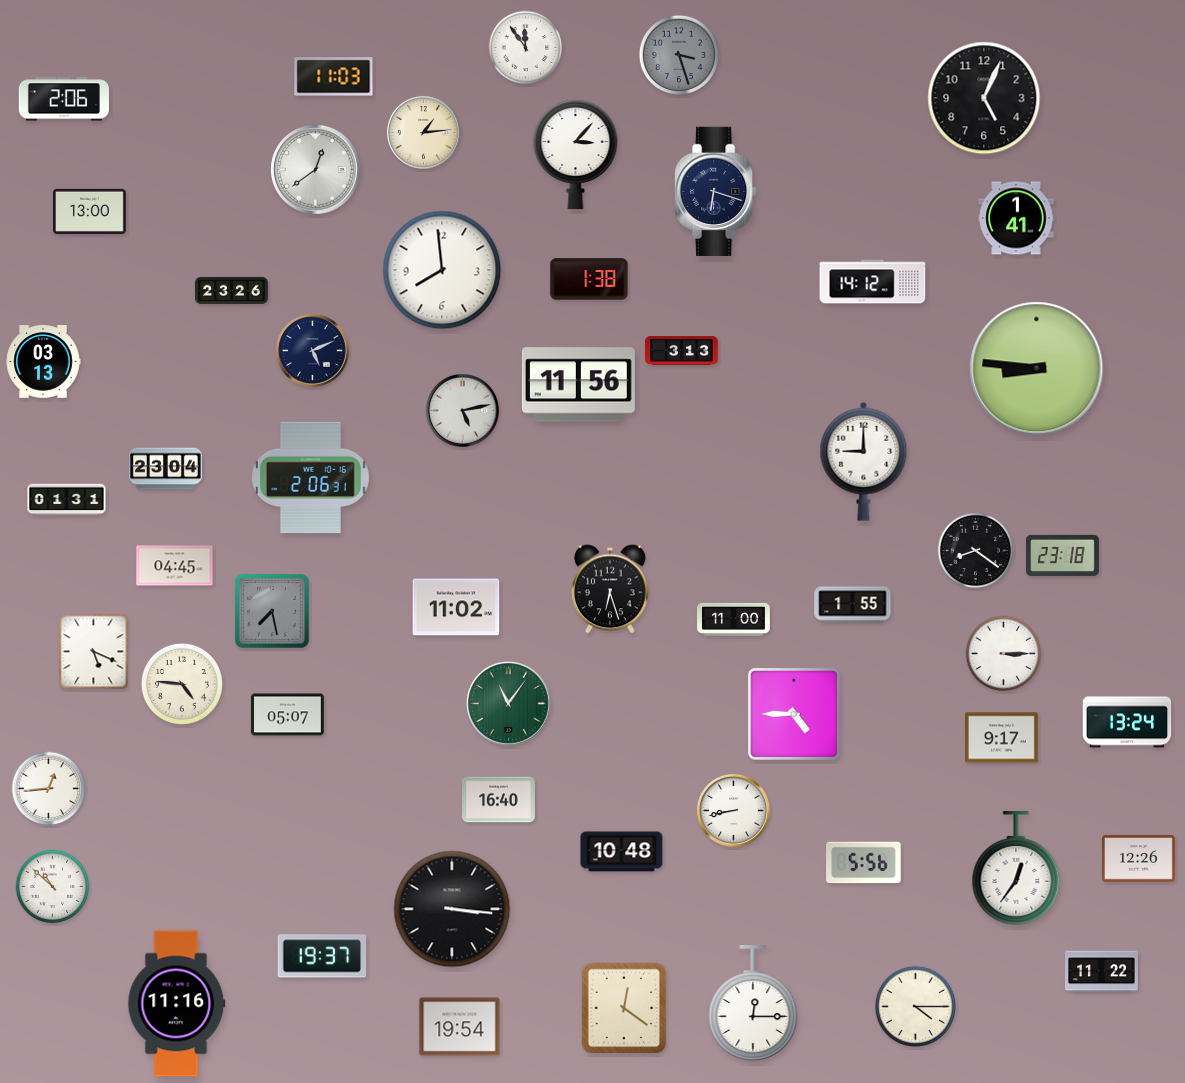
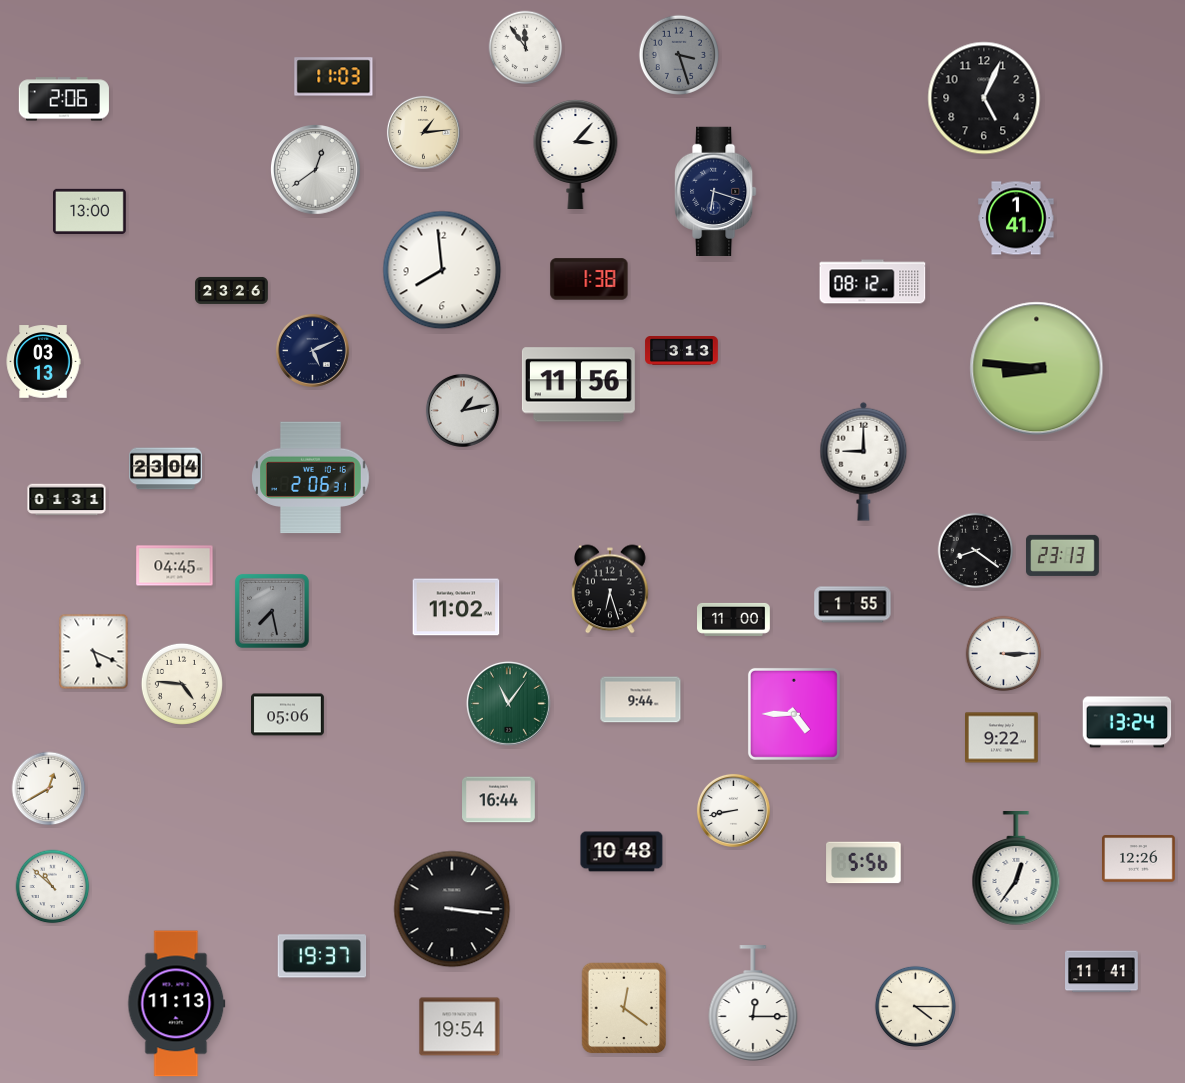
clock at (873, 282): 14:12 -> 08:12
clock at (462, 410): 5:13 -> 1:13
clock at (1063, 555): 23:18 -> 23:13
clock at (641, 700): none -> 9:44
clock at (288, 715): 05:07 -> 05:06
clock at (1002, 738): 9:17 -> 9:22
clock at (49, 789): 12:44 -> 12:40
clock at (499, 800): 16:40 -> 16:44
clock at (1102, 972): 11:22 -> 11:41
clock at (177, 1004): 11:16 -> 11:13
